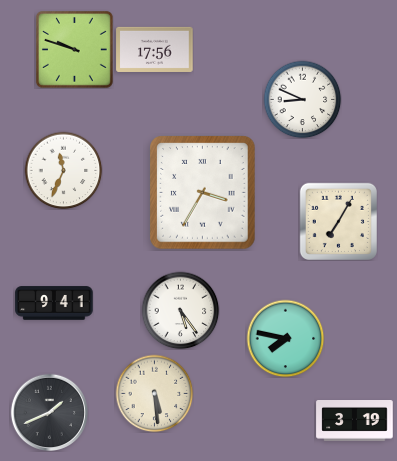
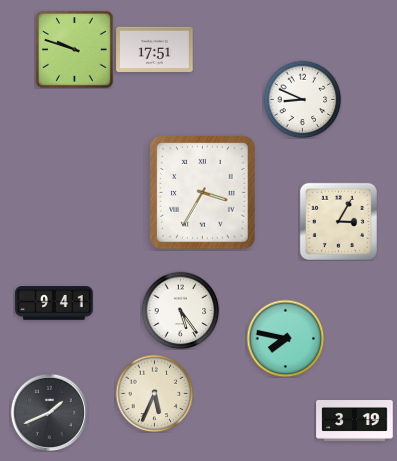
clock at (155, 49): 17:56 -> 17:51
clock at (63, 170): 11:34 -> none
clock at (338, 221): 7:05 -> 3:05
clock at (154, 393): 5:29 -> 5:34
